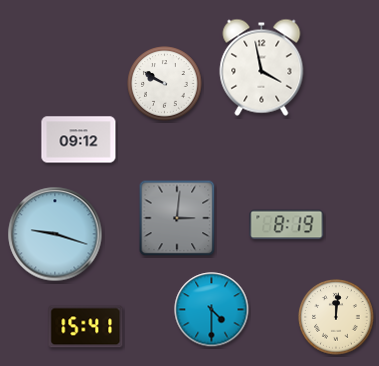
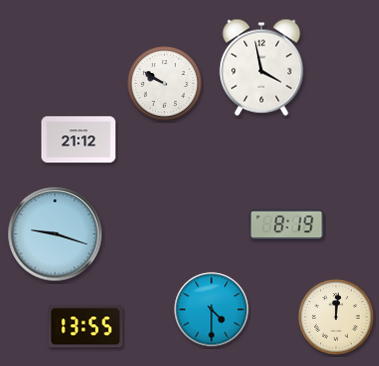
clock at (79, 140): 09:12 -> 21:12
clock at (177, 218): 3:01 -> none
clock at (86, 327): 15:41 -> 13:55
